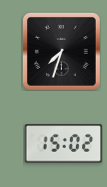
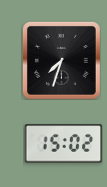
clock at (61, 51) position: (61, 51) -> (61, 60)
